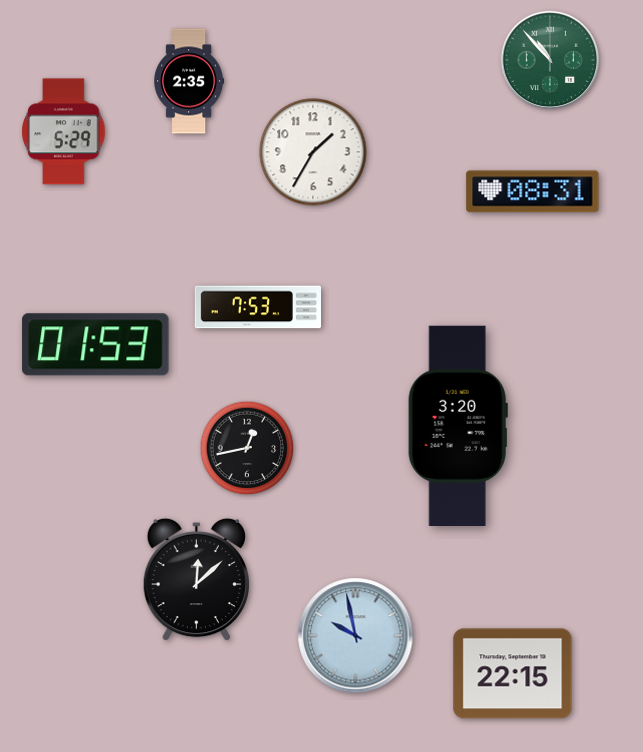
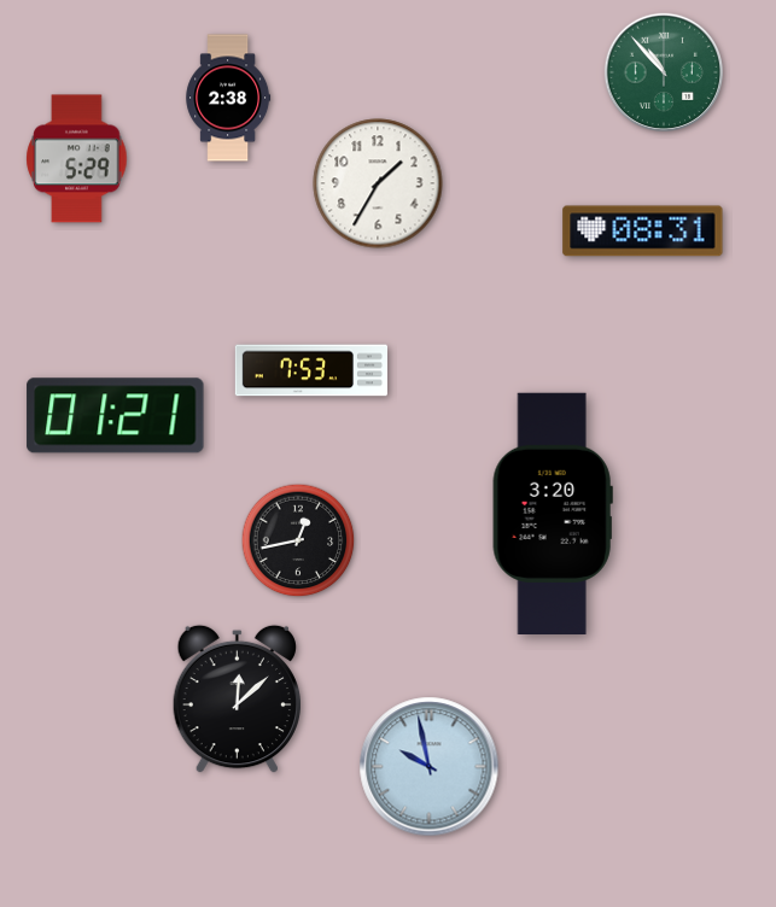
clock at (189, 81): 2:35 -> 2:38
clock at (96, 345): 01:53 -> 01:21
clock at (513, 674): 22:15 -> none
